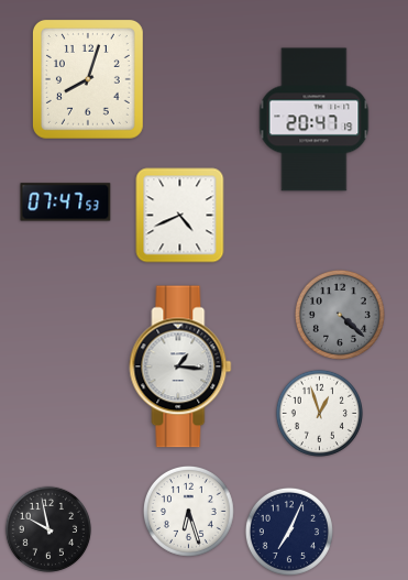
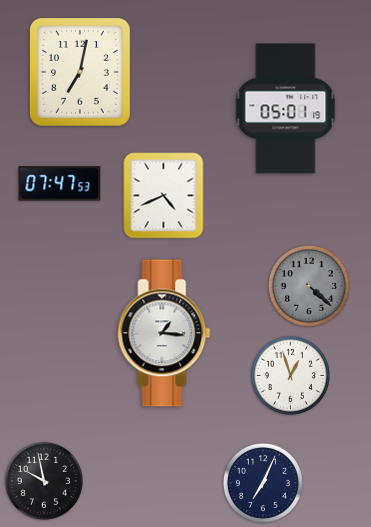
clock at (88, 79): 8:03 -> 7:02
clock at (315, 120): 20:47 -> 05:01
clock at (188, 511): 6:27 -> none
